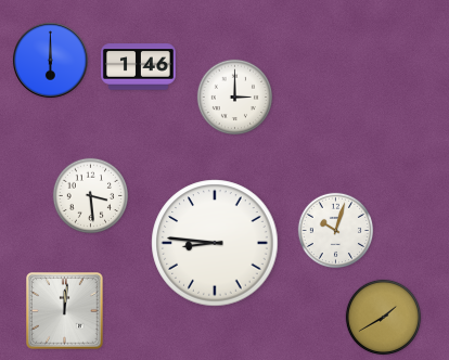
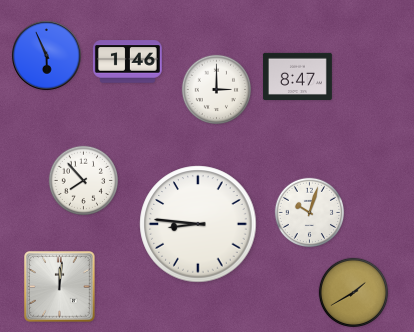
clock at (51, 61): 6:00 -> 5:56
clock at (297, 76): none -> 8:47
clock at (91, 196): 3:29 -> 7:53
